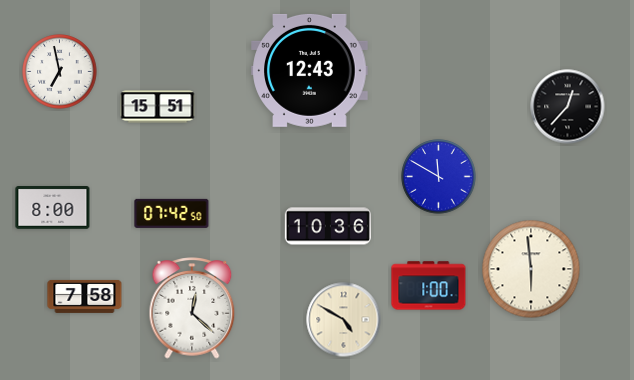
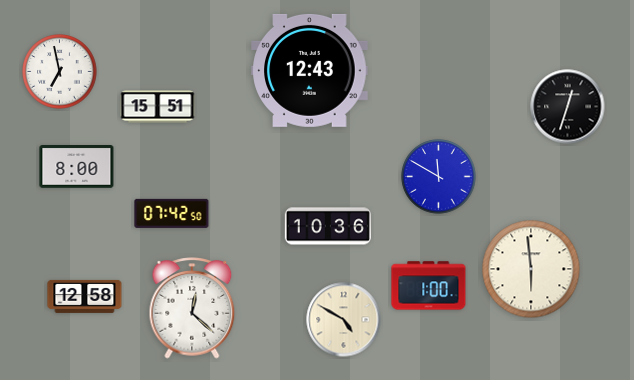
clock at (568, 107): 12:37 -> 12:33
clock at (53, 208) position: (53, 208) -> (77, 167)
clock at (85, 296): 7:58 -> 12:58
